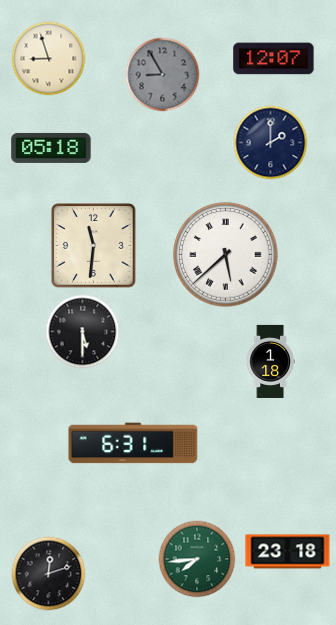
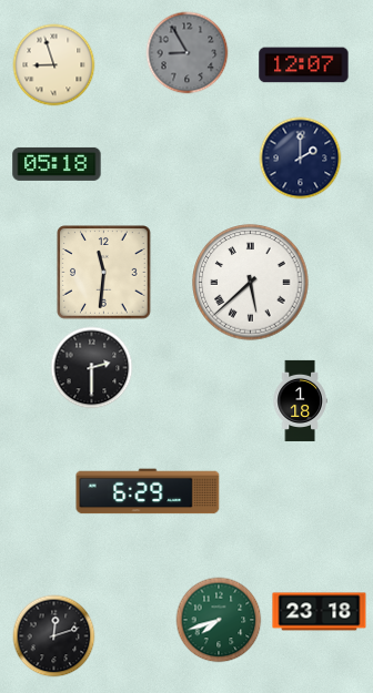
clock at (163, 75) position: (163, 75) -> (188, 53)
clock at (83, 332): 5:30 -> 2:30
clock at (133, 443): 6:31 -> 6:29
clock at (197, 559): 7:44 -> 7:42
